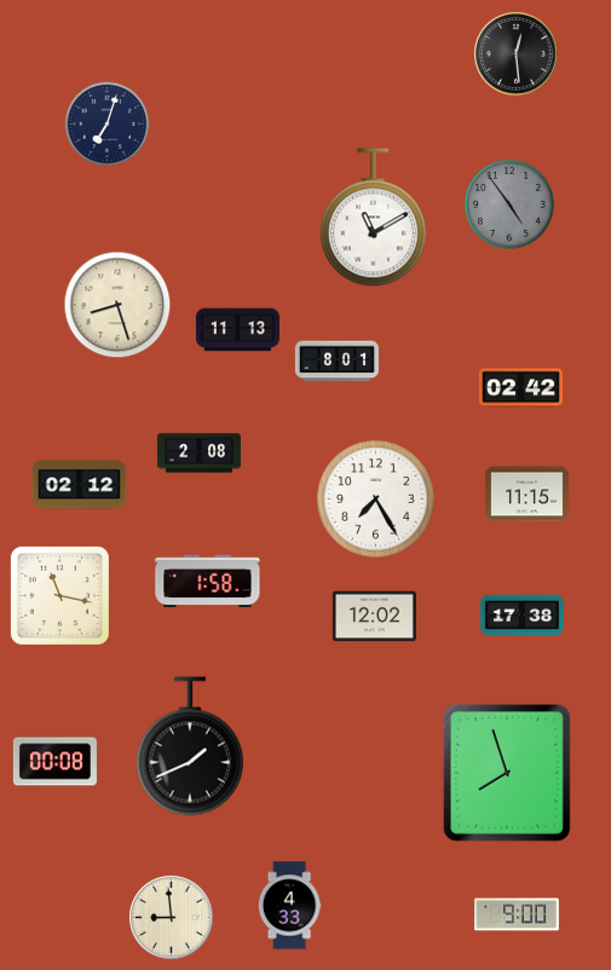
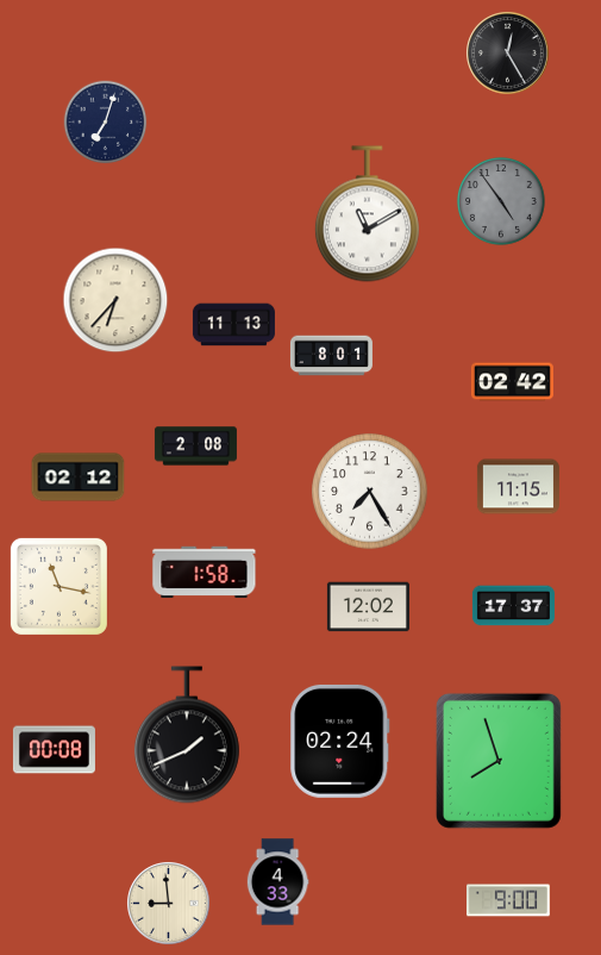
clock at (517, 54): 12:29 -> 12:25
clock at (117, 305): 8:27 -> 6:37
clock at (521, 616): 17:38 -> 17:37
clock at (340, 741): none -> 02:24
clock at (289, 906) position: (289, 906) -> (277, 882)
